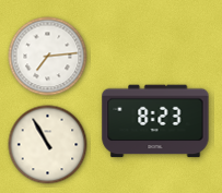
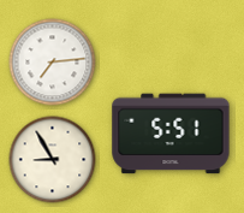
clock at (155, 121): 8:23 -> 5:51
clock at (48, 145): 10:55 -> 8:55
